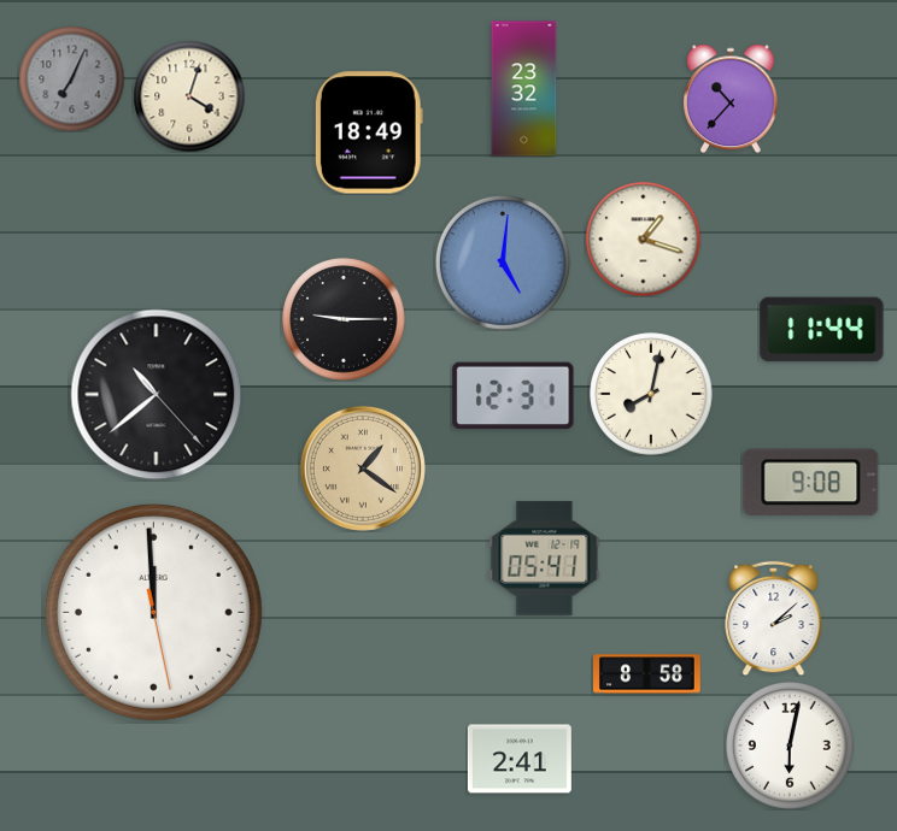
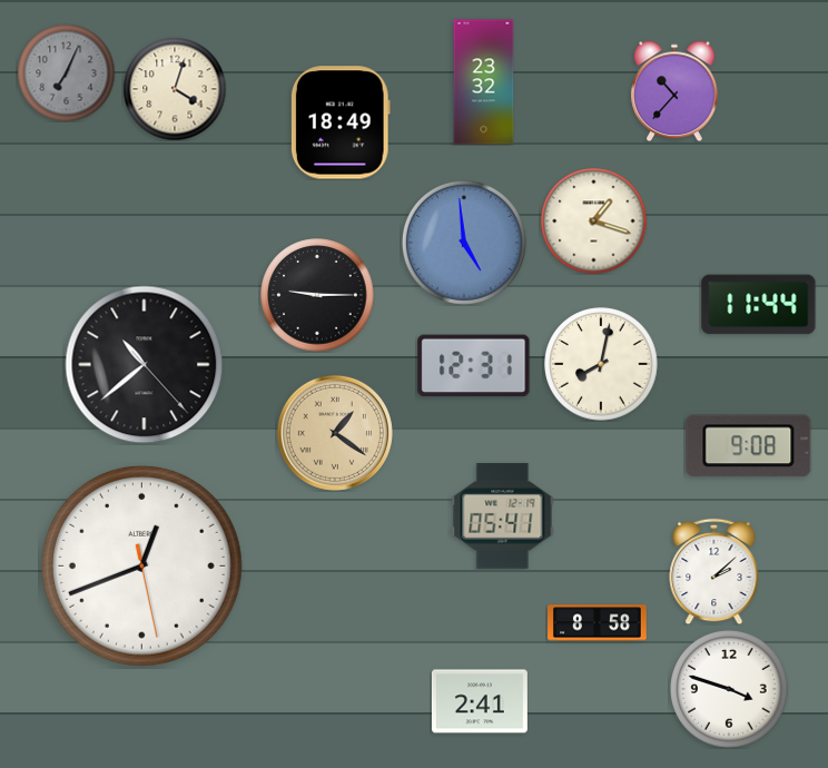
clock at (503, 263): 5:01 -> 4:59
clock at (153, 612): 11:59 -> 12:41
clock at (791, 747): 6:02 -> 3:48
